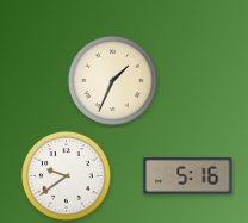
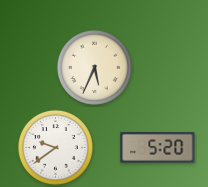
clock at (112, 80): 1:34 -> 5:34
clock at (188, 175): 5:16 -> 5:20
